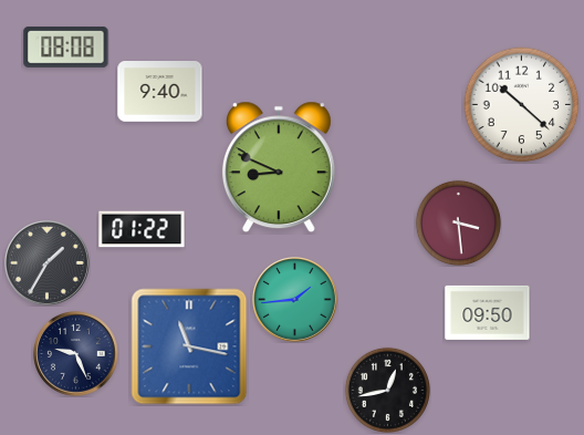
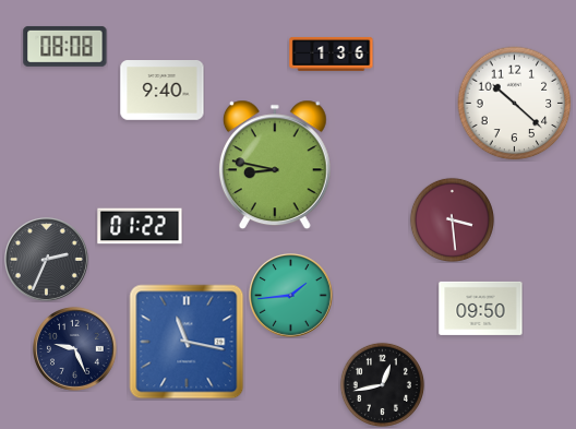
clock at (332, 53): none -> 1:36
clock at (160, 92) position: (160, 92) -> (163, 91)
clock at (279, 167): 8:49 -> 8:47
clock at (48, 263): 1:35 -> 2:34
